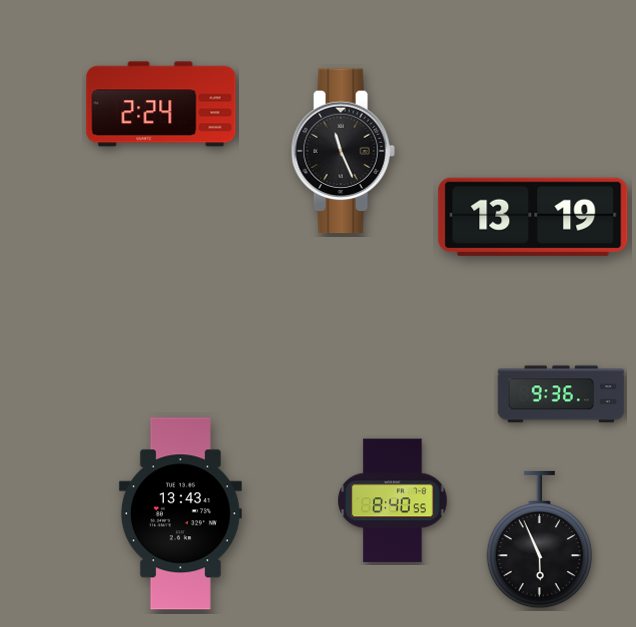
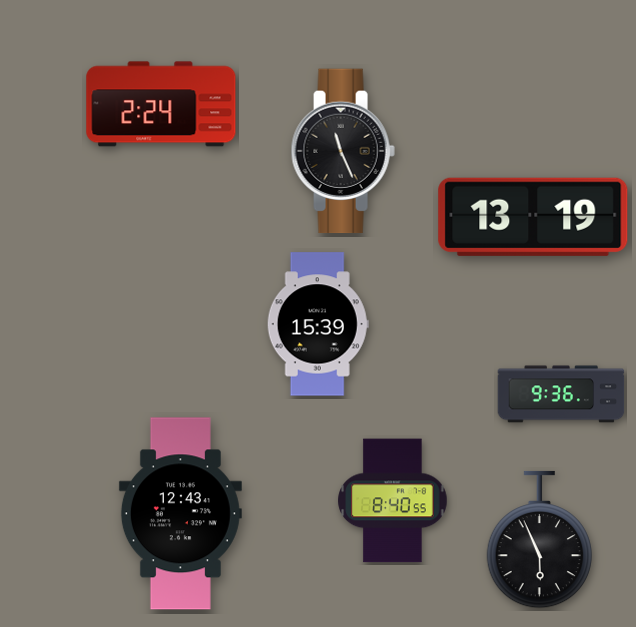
clock at (318, 324): none -> 15:39
clock at (180, 514): 13:43 -> 12:43
